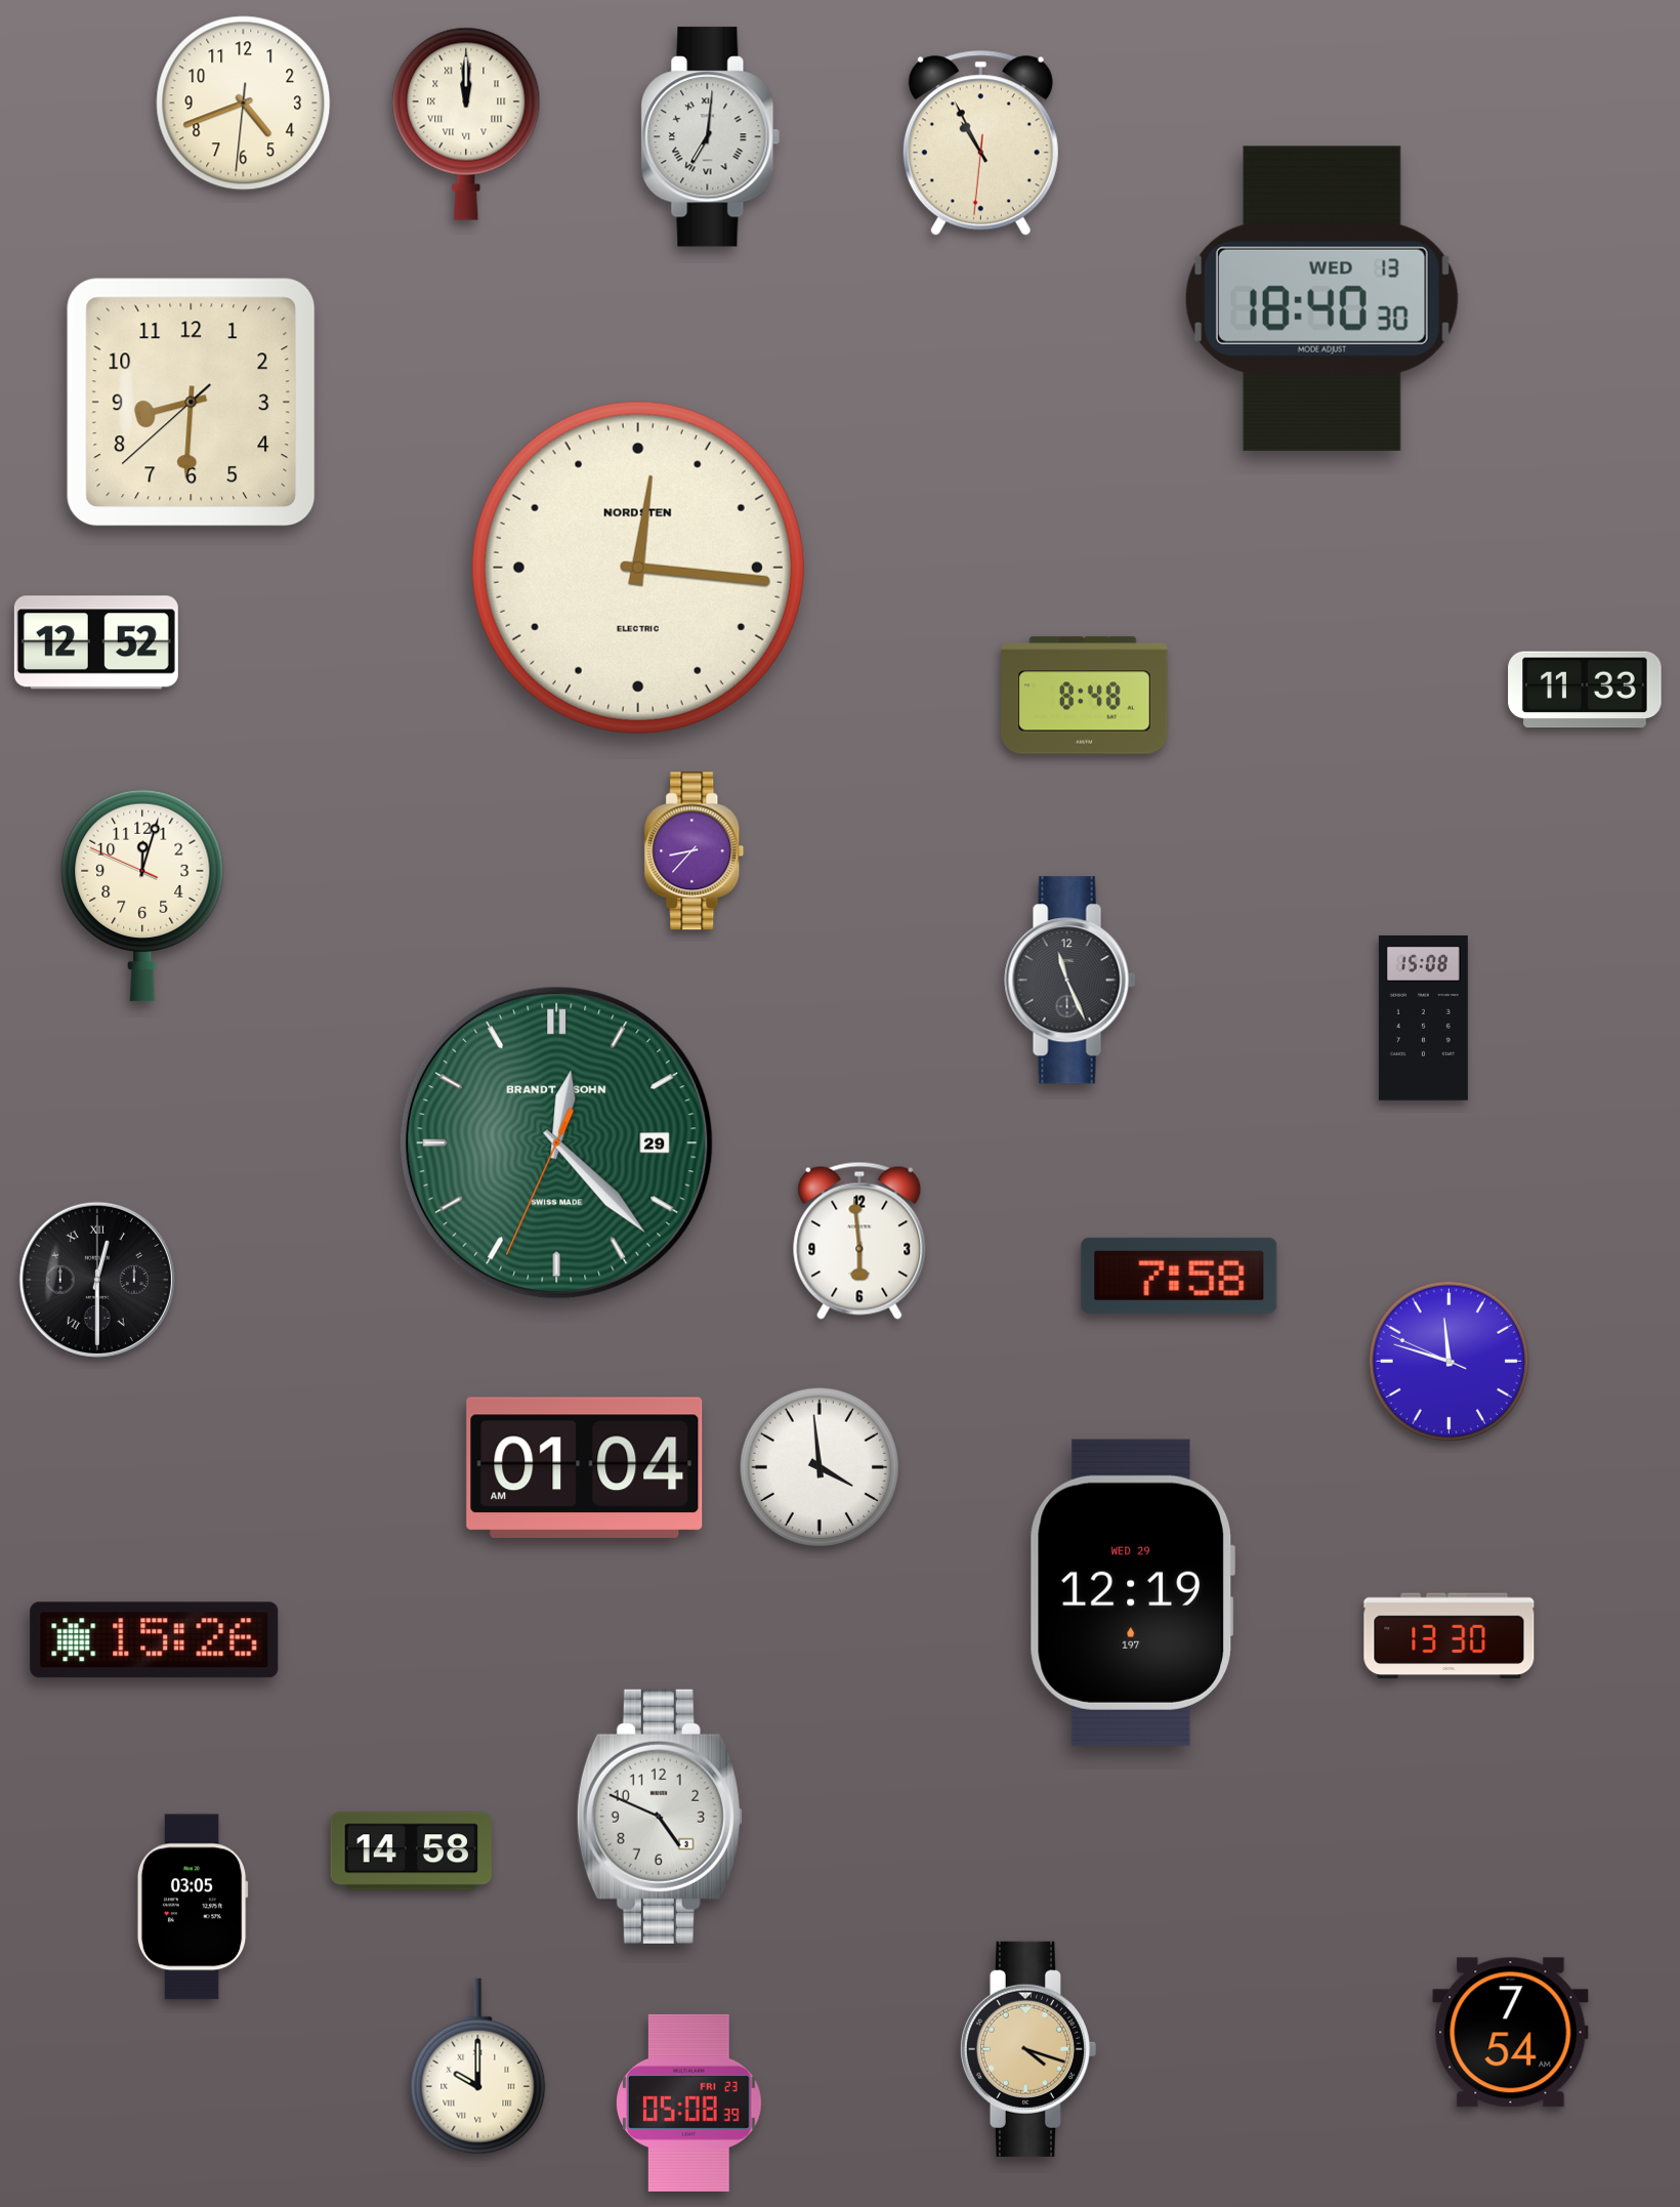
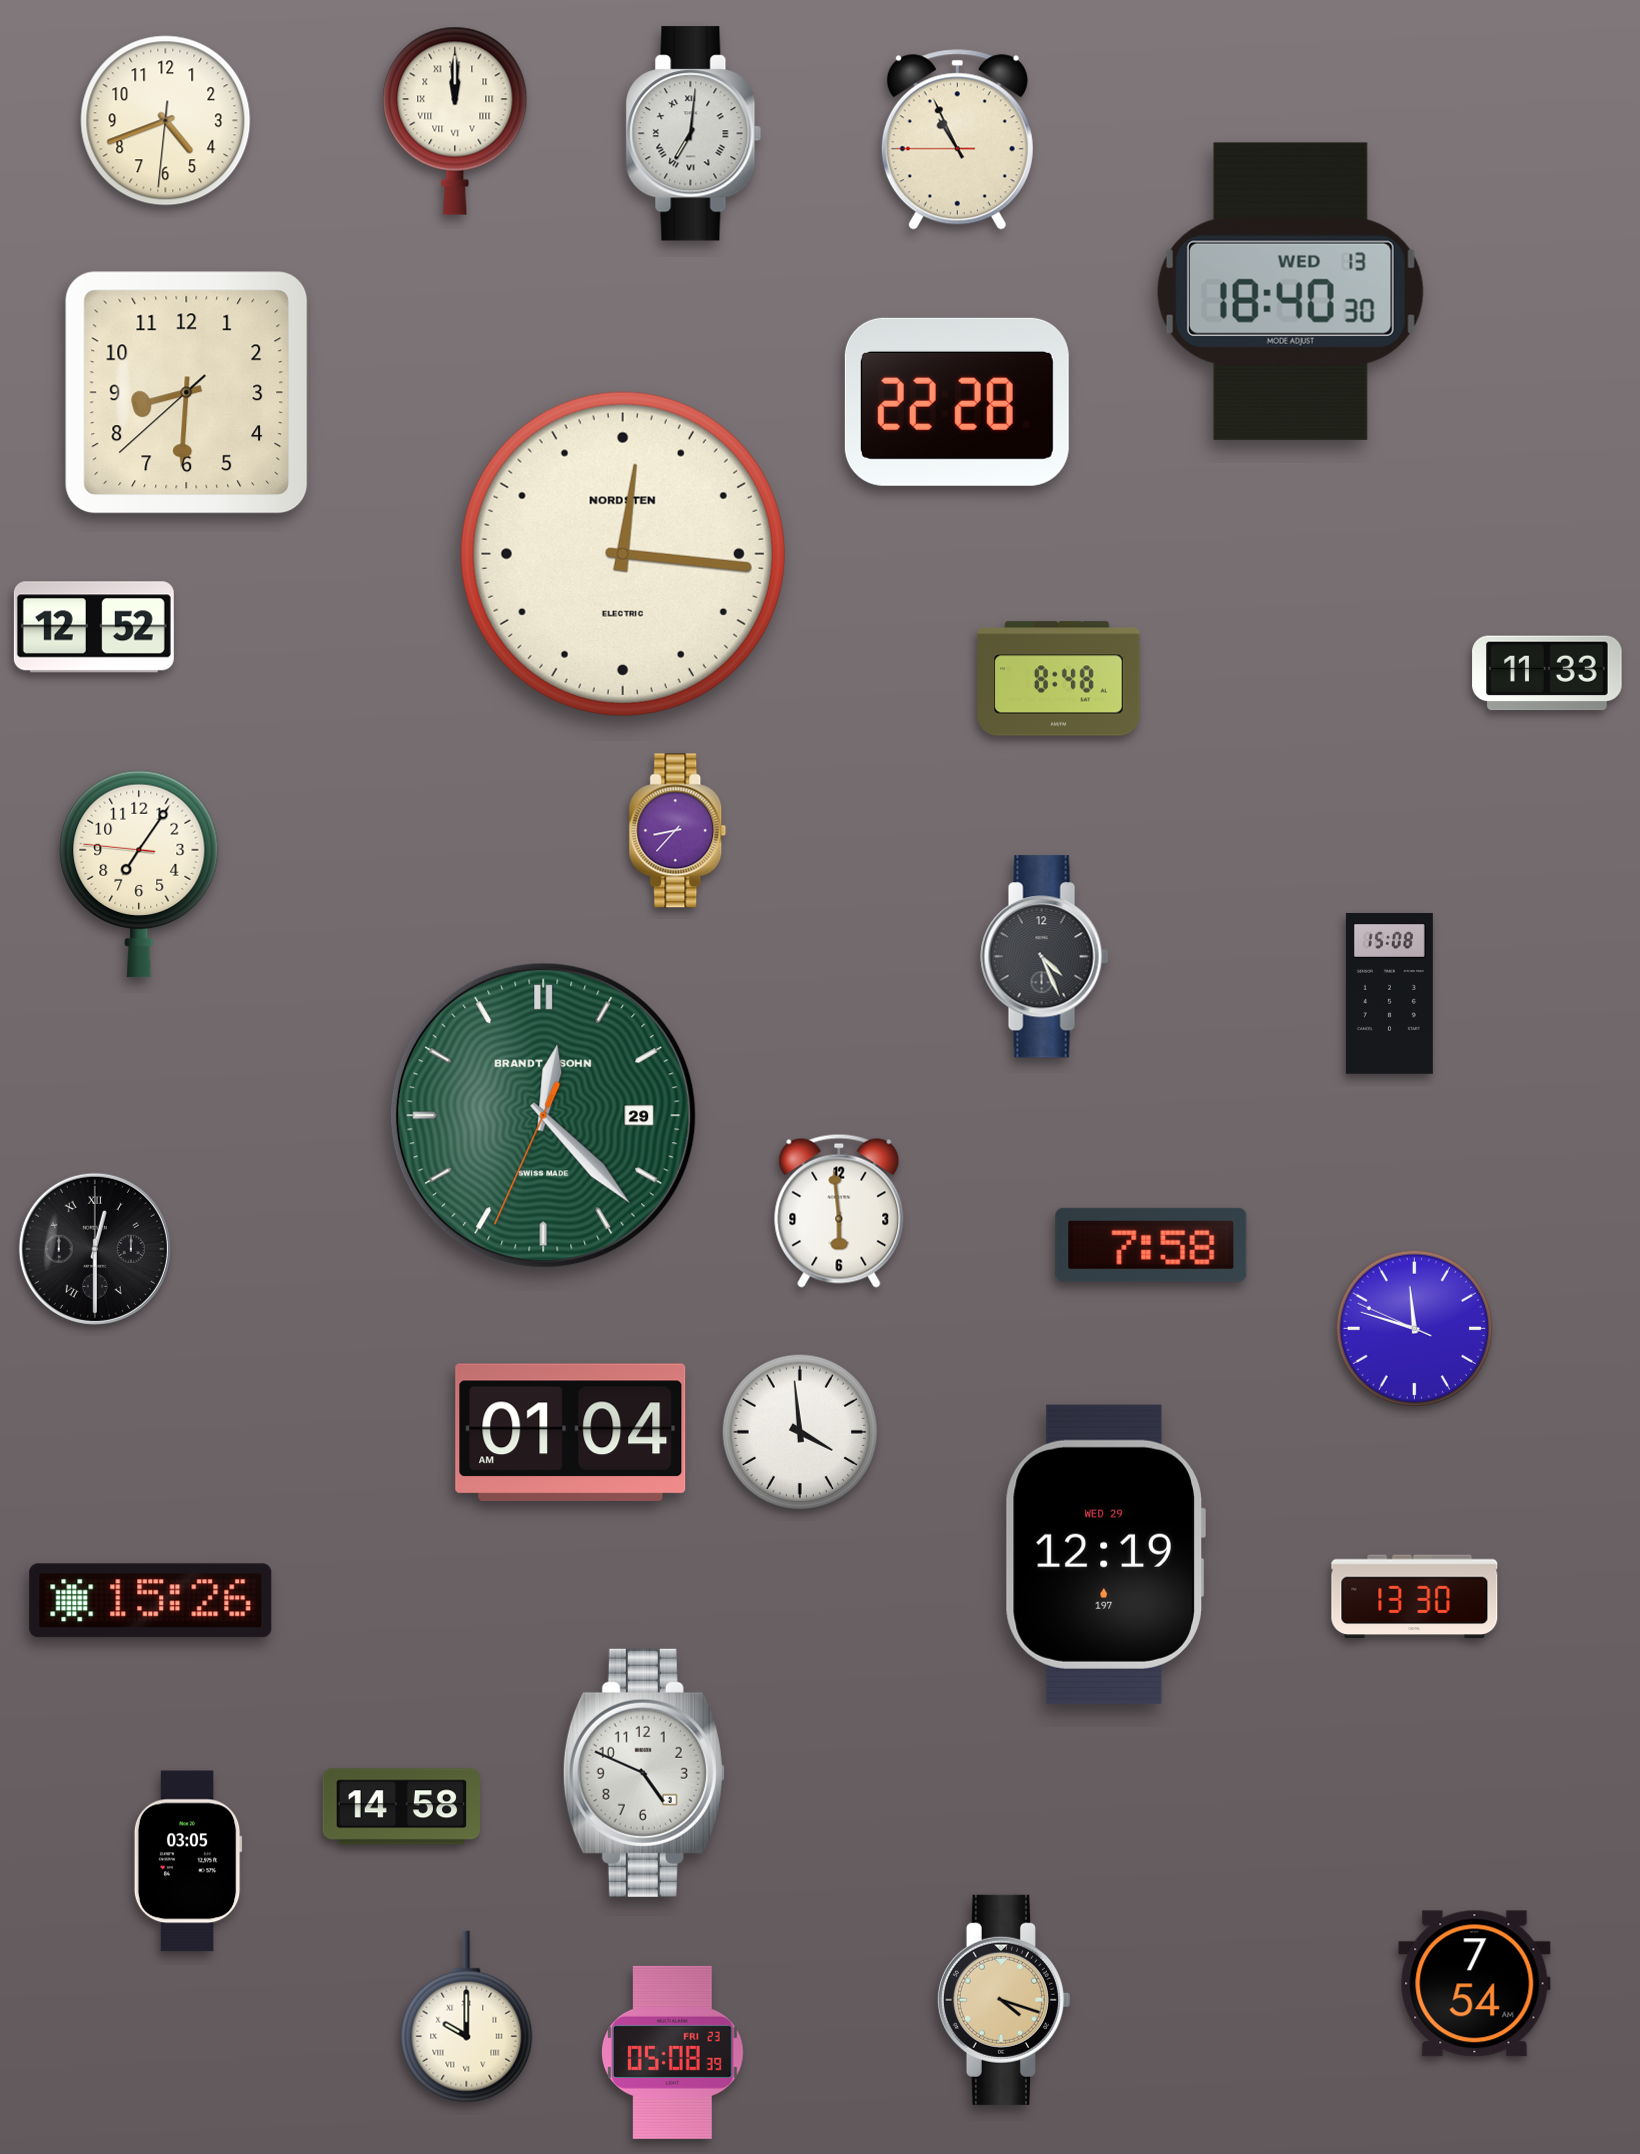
clock at (244, 103) position: (244, 103) -> (166, 121)
clock at (980, 143): 10:55:31 -> 10:55:45
clock at (957, 402): none -> 22:28
clock at (142, 896): 12:02 -> 7:05
clock at (1070, 981): 11:26 -> 4:26
